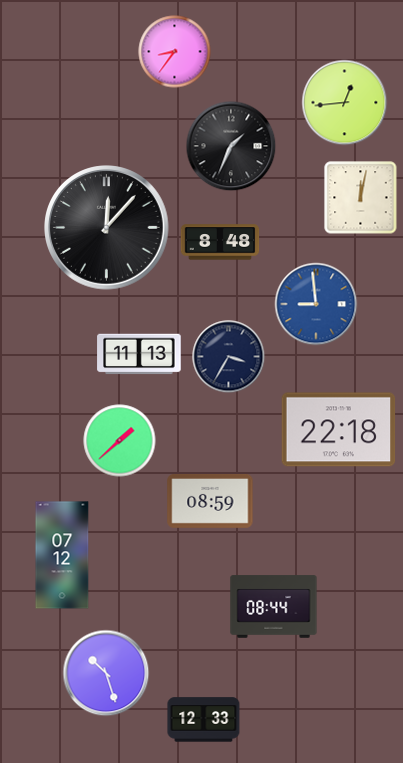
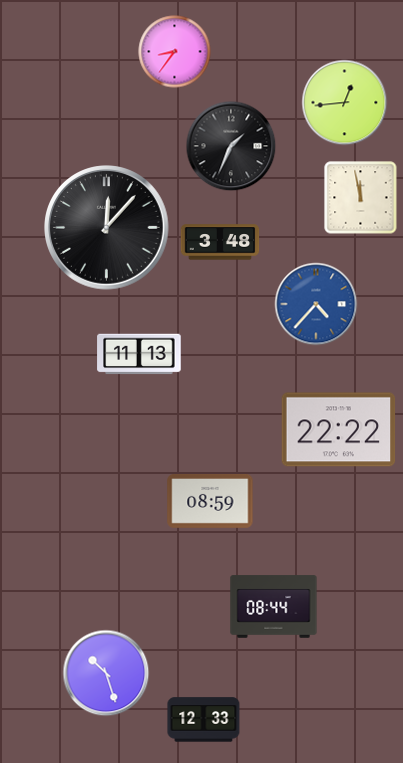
clock at (361, 198): 12:02 -> 11:58
clock at (220, 242): 8:48 -> 3:48
clock at (316, 304): 8:59 -> 4:37
clock at (229, 357): 3:35 -> none
clock at (339, 430): 22:18 -> 22:22
clock at (120, 441): 1:38 -> none
clock at (62, 555): 07:12 -> none
